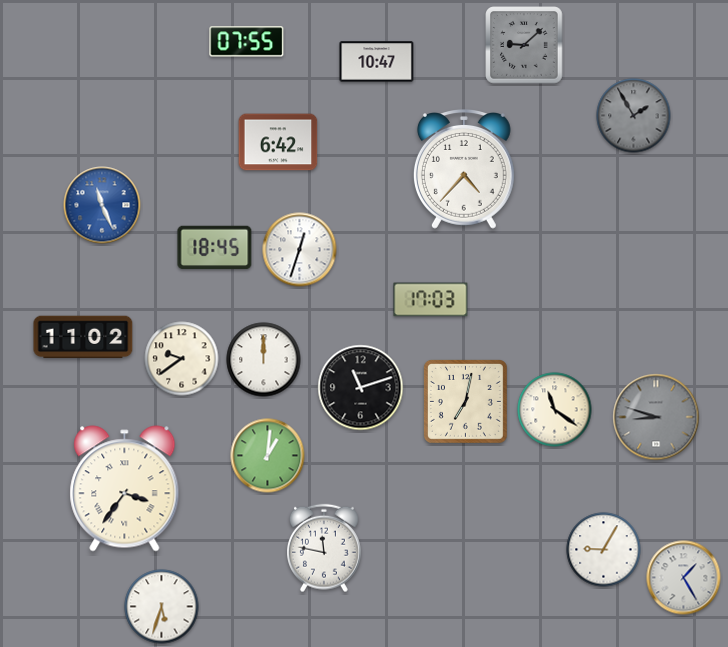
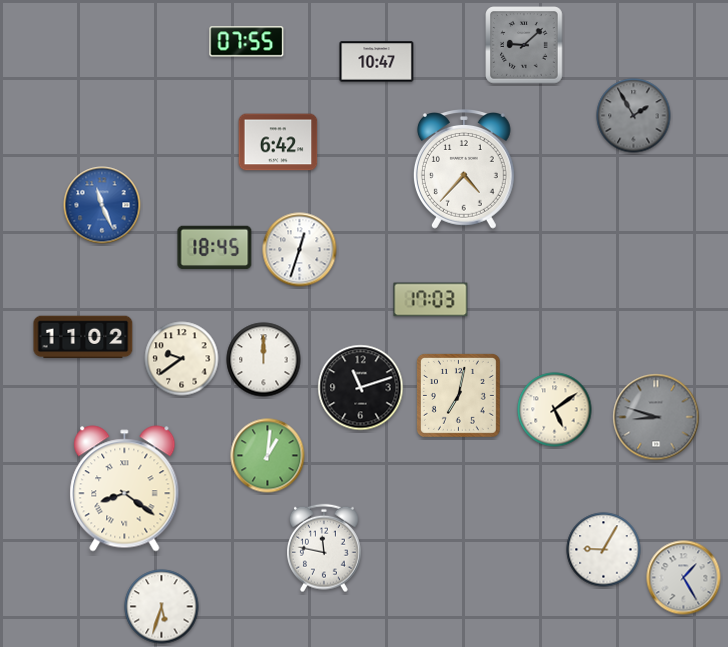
clock at (465, 401) position: (465, 401) -> (458, 395)
clock at (555, 410): 11:21 -> 5:09
clock at (125, 489): 3:36 -> 8:21
